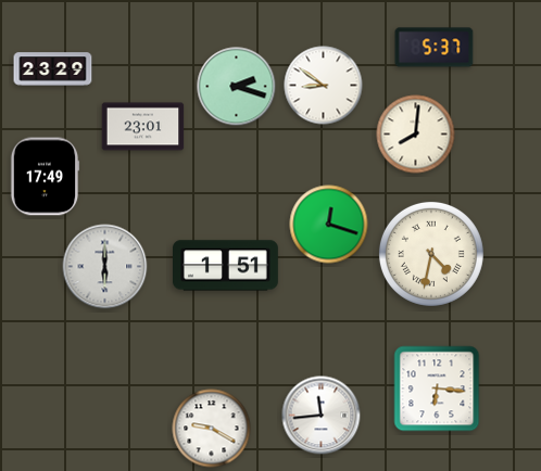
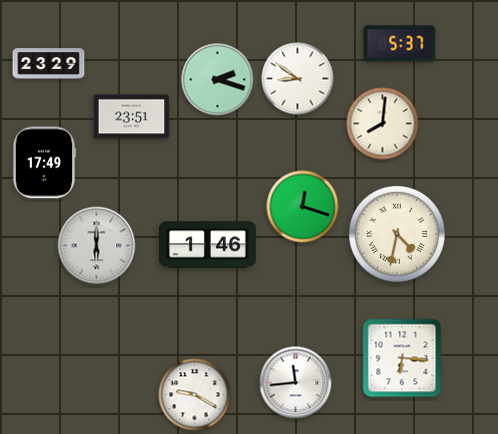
clock at (143, 127): 23:01 -> 23:51
clock at (45, 177) position: (45, 177) -> (44, 163)
clock at (226, 266): 1:51 -> 1:46
